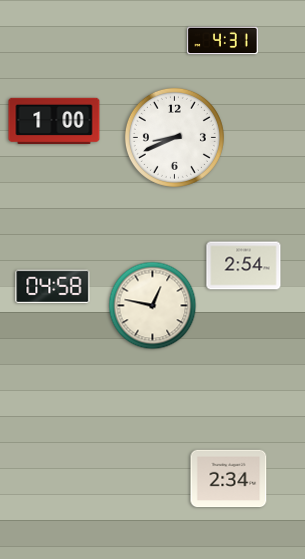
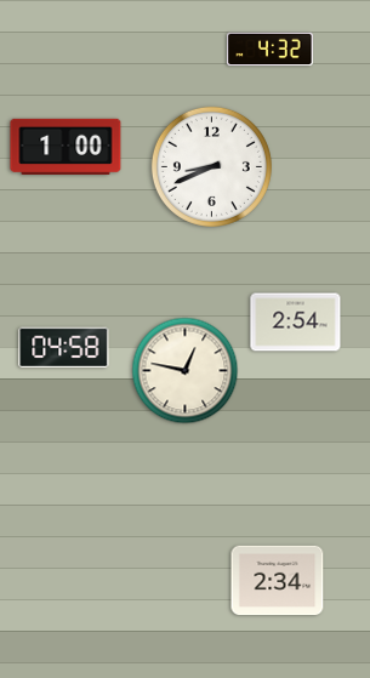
clock at (223, 41): 4:31 -> 4:32
